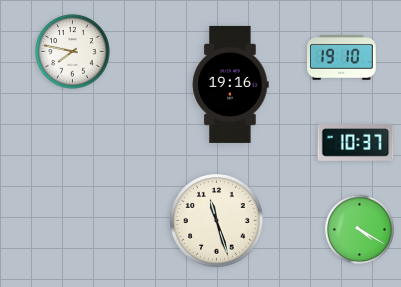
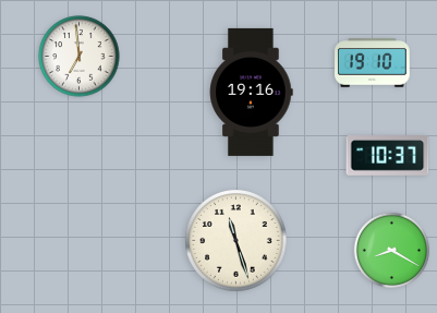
clock at (73, 52): 7:47 -> 6:59
clock at (359, 229): 4:20 -> 8:20
